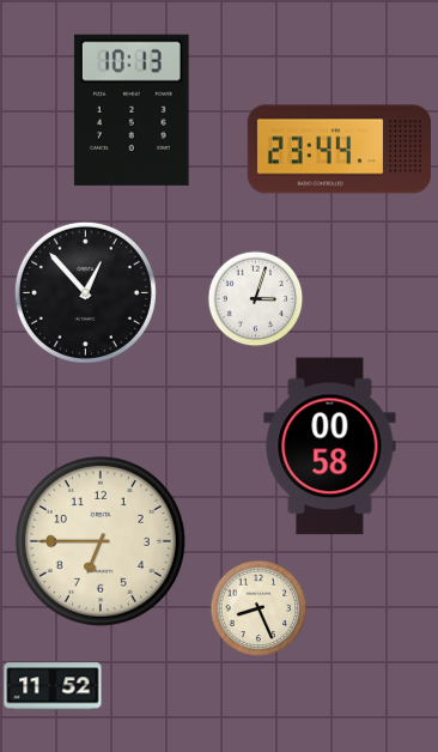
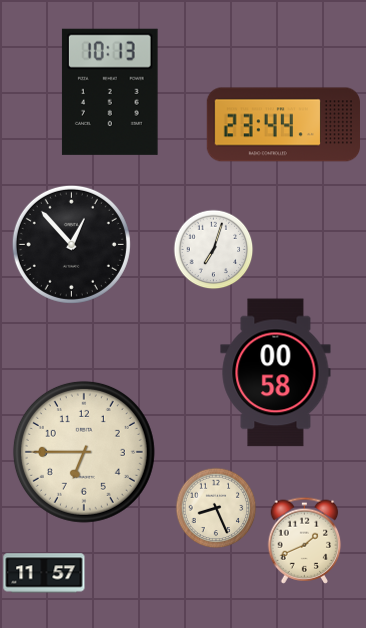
clock at (256, 299): 3:03 -> 7:03
clock at (305, 540): none -> 1:41
clock at (53, 686): 11:52 -> 11:57
